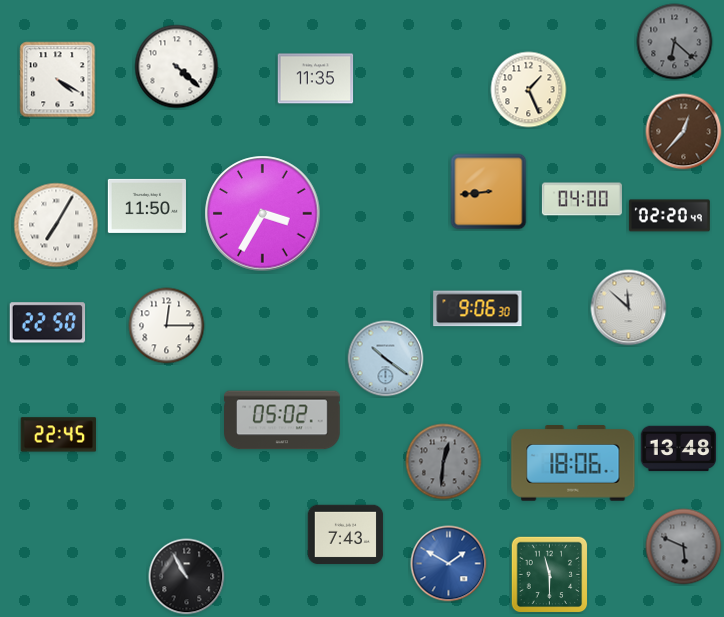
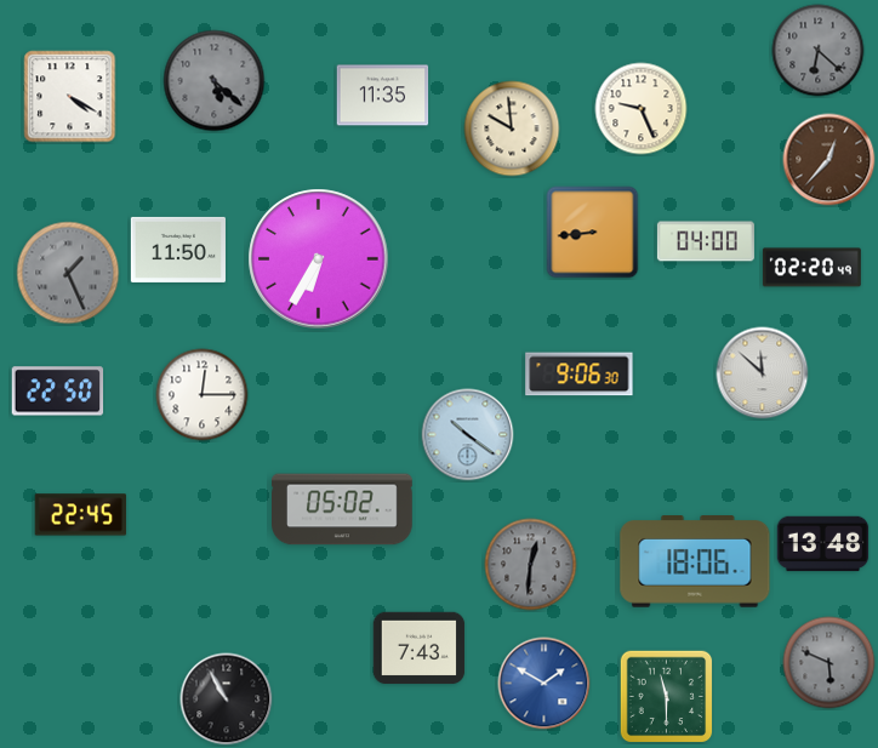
clock at (177, 67): 4:22 -> 5:22
clock at (177, 67) dial: white -> grey
clock at (529, 90): 1:26 -> 9:26
clock at (512, 129): none -> 9:59
clock at (263, 214): 3:35 -> 6:35
clock at (669, 216) position: (669, 216) -> (811, 268)
clock at (56, 225): 7:05 -> 1:26
clock at (56, 225) dial: white -> grey
clock at (59, 435) position: (59, 435) -> (81, 515)
clock at (444, 462) position: (444, 462) -> (531, 565)
